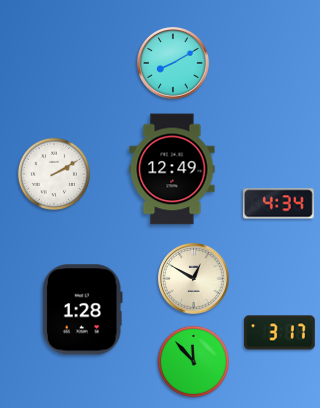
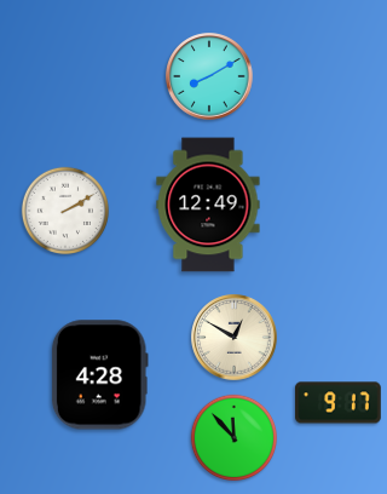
clock at (279, 204): 4:34 -> none
clock at (82, 310): 1:28 -> 4:28
clock at (280, 333): 3:17 -> 9:17
